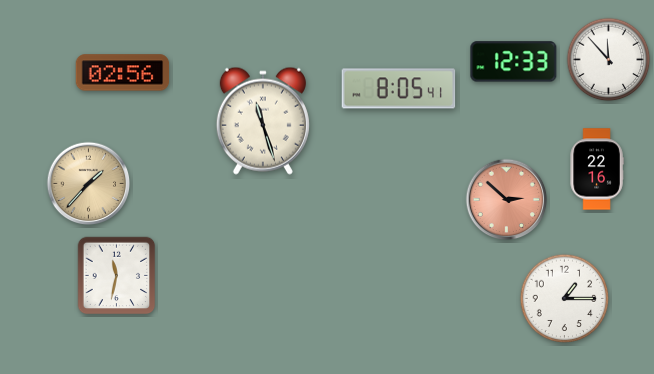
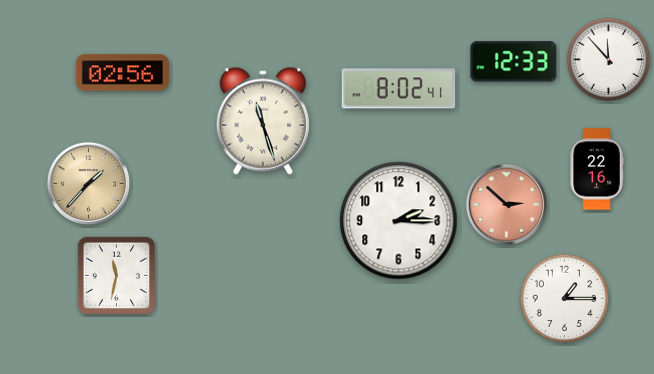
clock at (399, 89): 8:05 -> 8:02
clock at (507, 200) position: (507, 200) -> (507, 205)
clock at (399, 221): none -> 2:15
